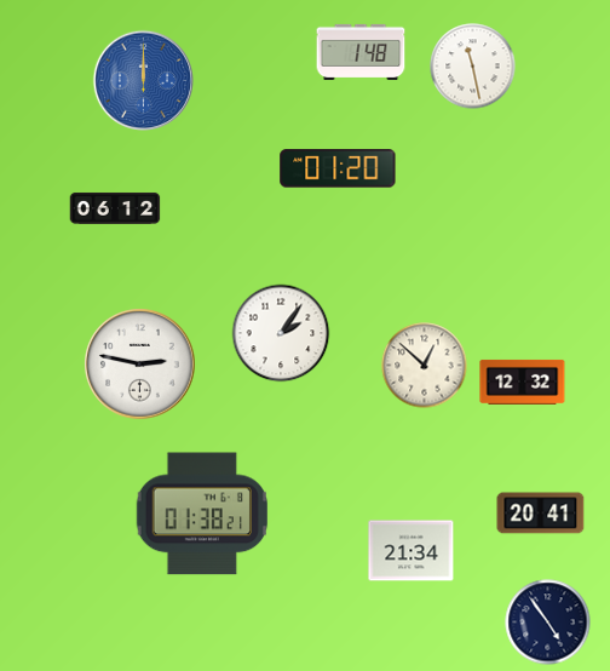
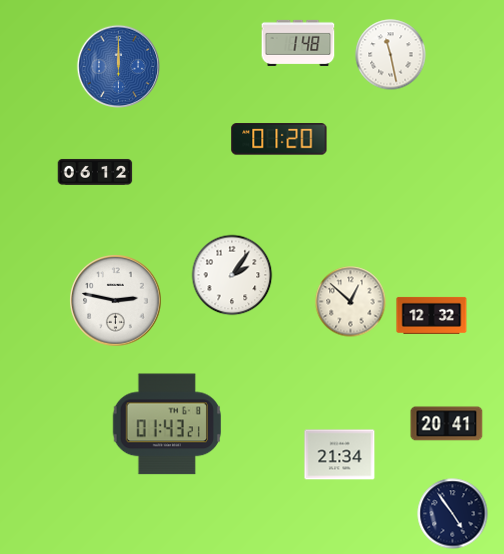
clock at (201, 514): 01:38 -> 01:43
